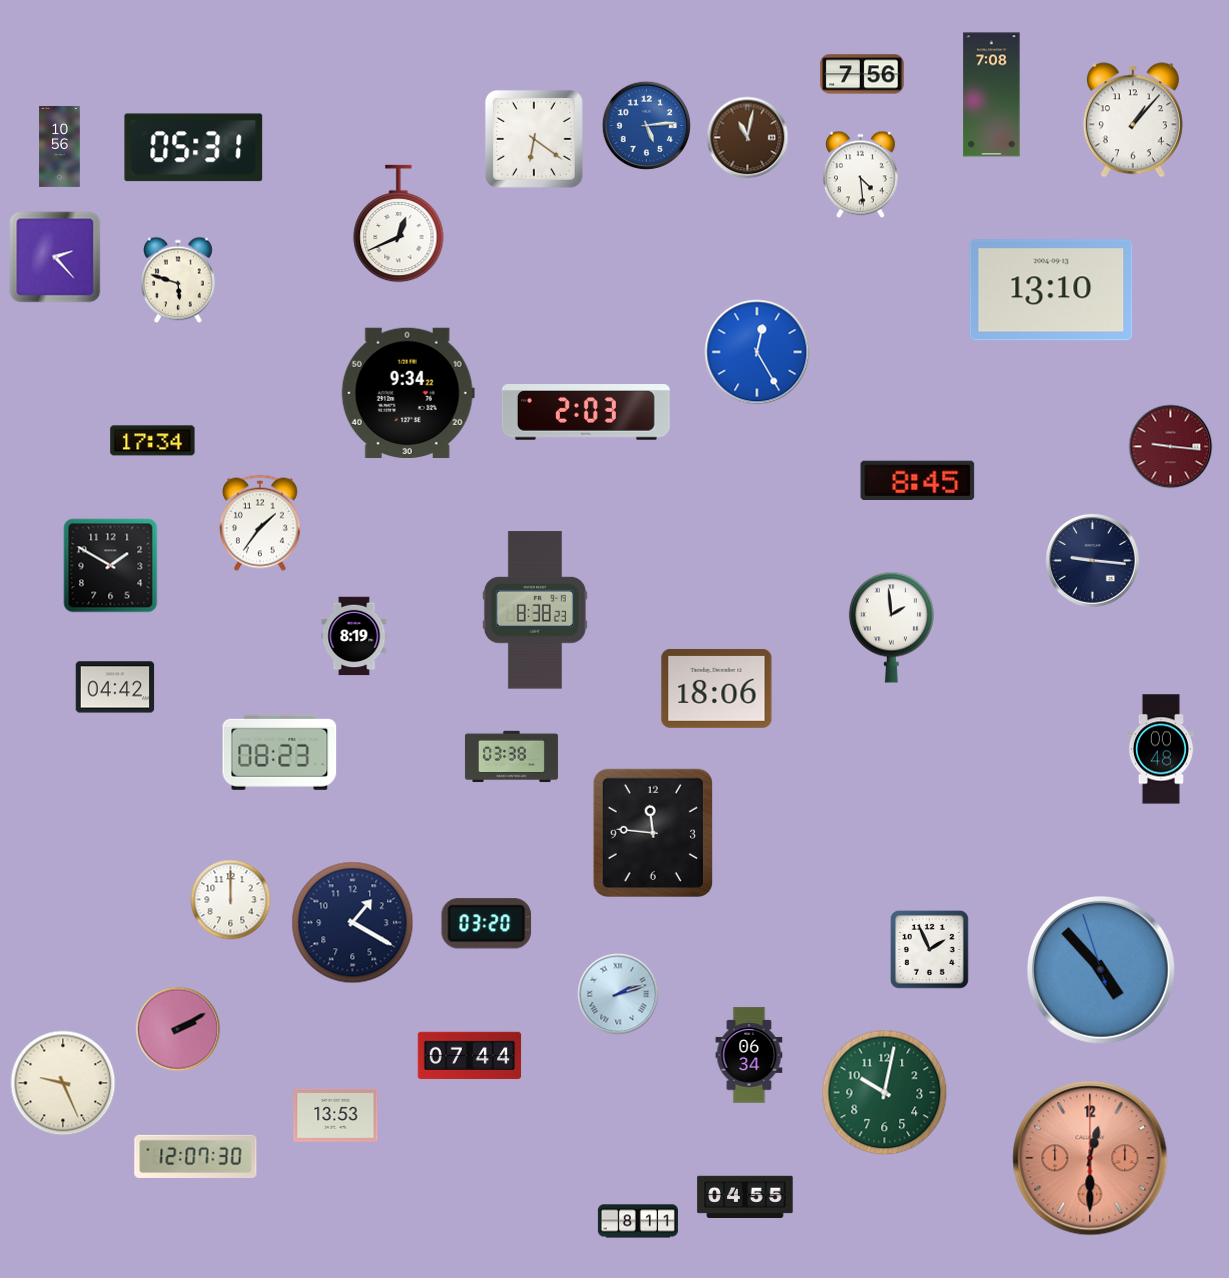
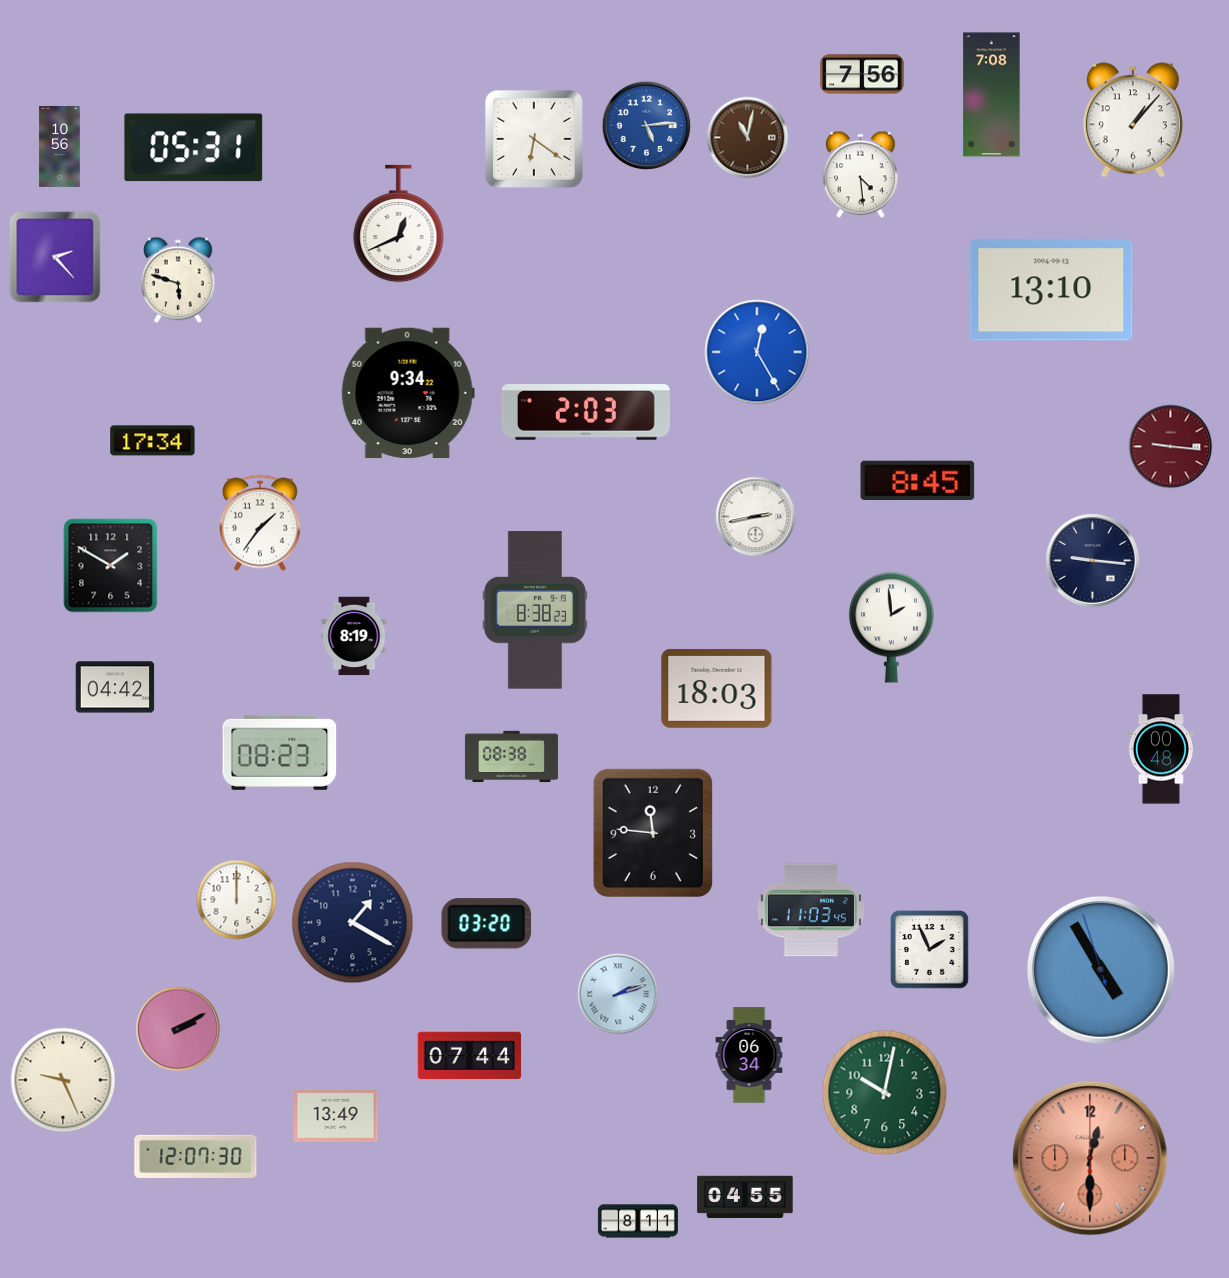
clock at (756, 517): none -> 2:43
clock at (717, 688): 18:06 -> 18:03
clock at (511, 757): 03:38 -> 08:38
clock at (231, 900) position: (231, 900) -> (237, 900)
clock at (811, 910): none -> 11:03
clock at (1101, 970): 4:52 -> 4:54
clock at (63, 1083) position: (63, 1083) -> (63, 1080)
clock at (336, 1115): 13:53 -> 13:49
